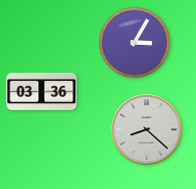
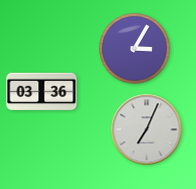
clock at (135, 43) position: (135, 43) -> (135, 49)
clock at (147, 130): 8:22 -> 7:04
